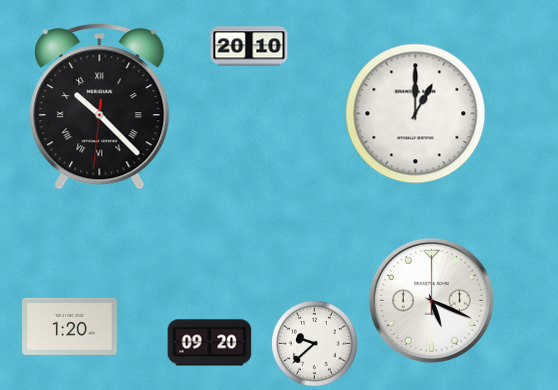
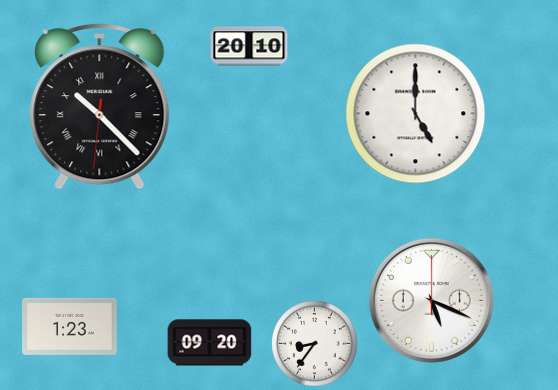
clock at (416, 114): 1:00 -> 5:00
clock at (70, 326): 1:20 -> 1:23
clock at (315, 344): 9:38 -> 8:36
